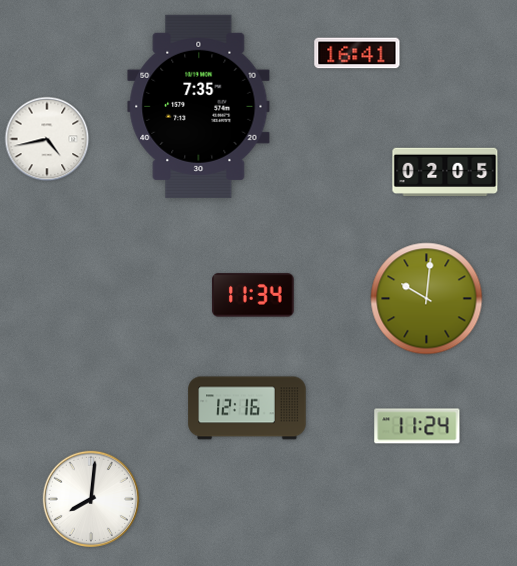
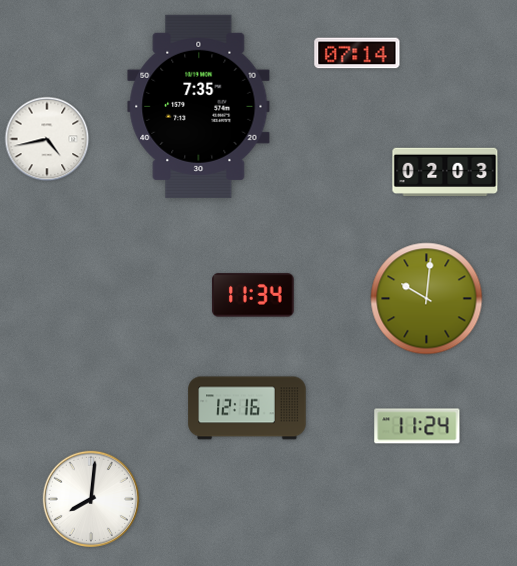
clock at (357, 53): 16:41 -> 07:14
clock at (445, 171): 02:05 -> 02:03
